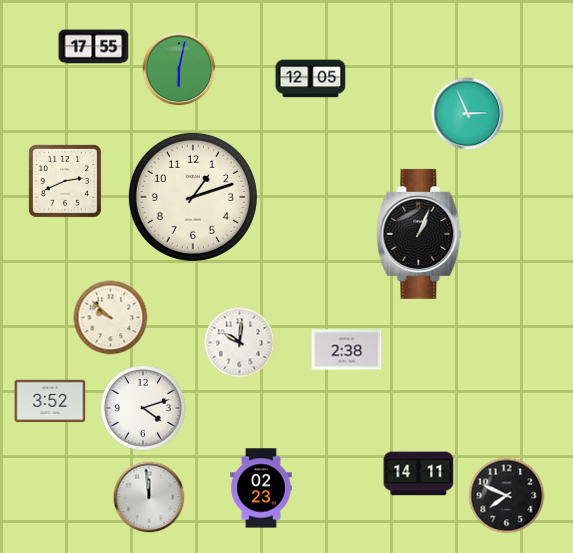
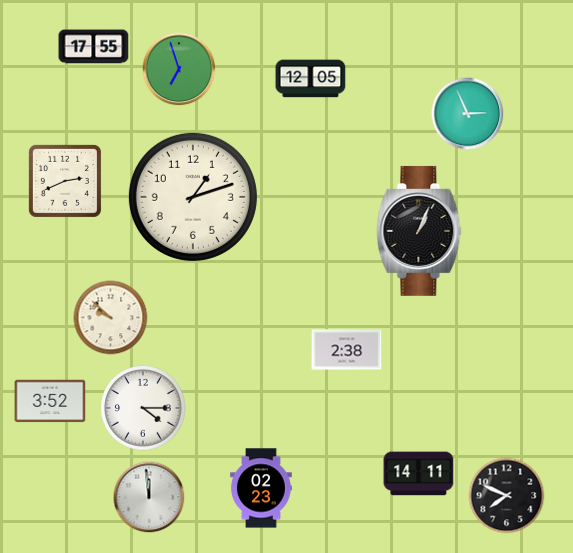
clock at (179, 69): 6:02 -> 6:57
clock at (419, 234) position: (419, 234) -> (419, 231)
clock at (240, 343): 10:01 -> none
clock at (144, 409): 4:12 -> 4:15
